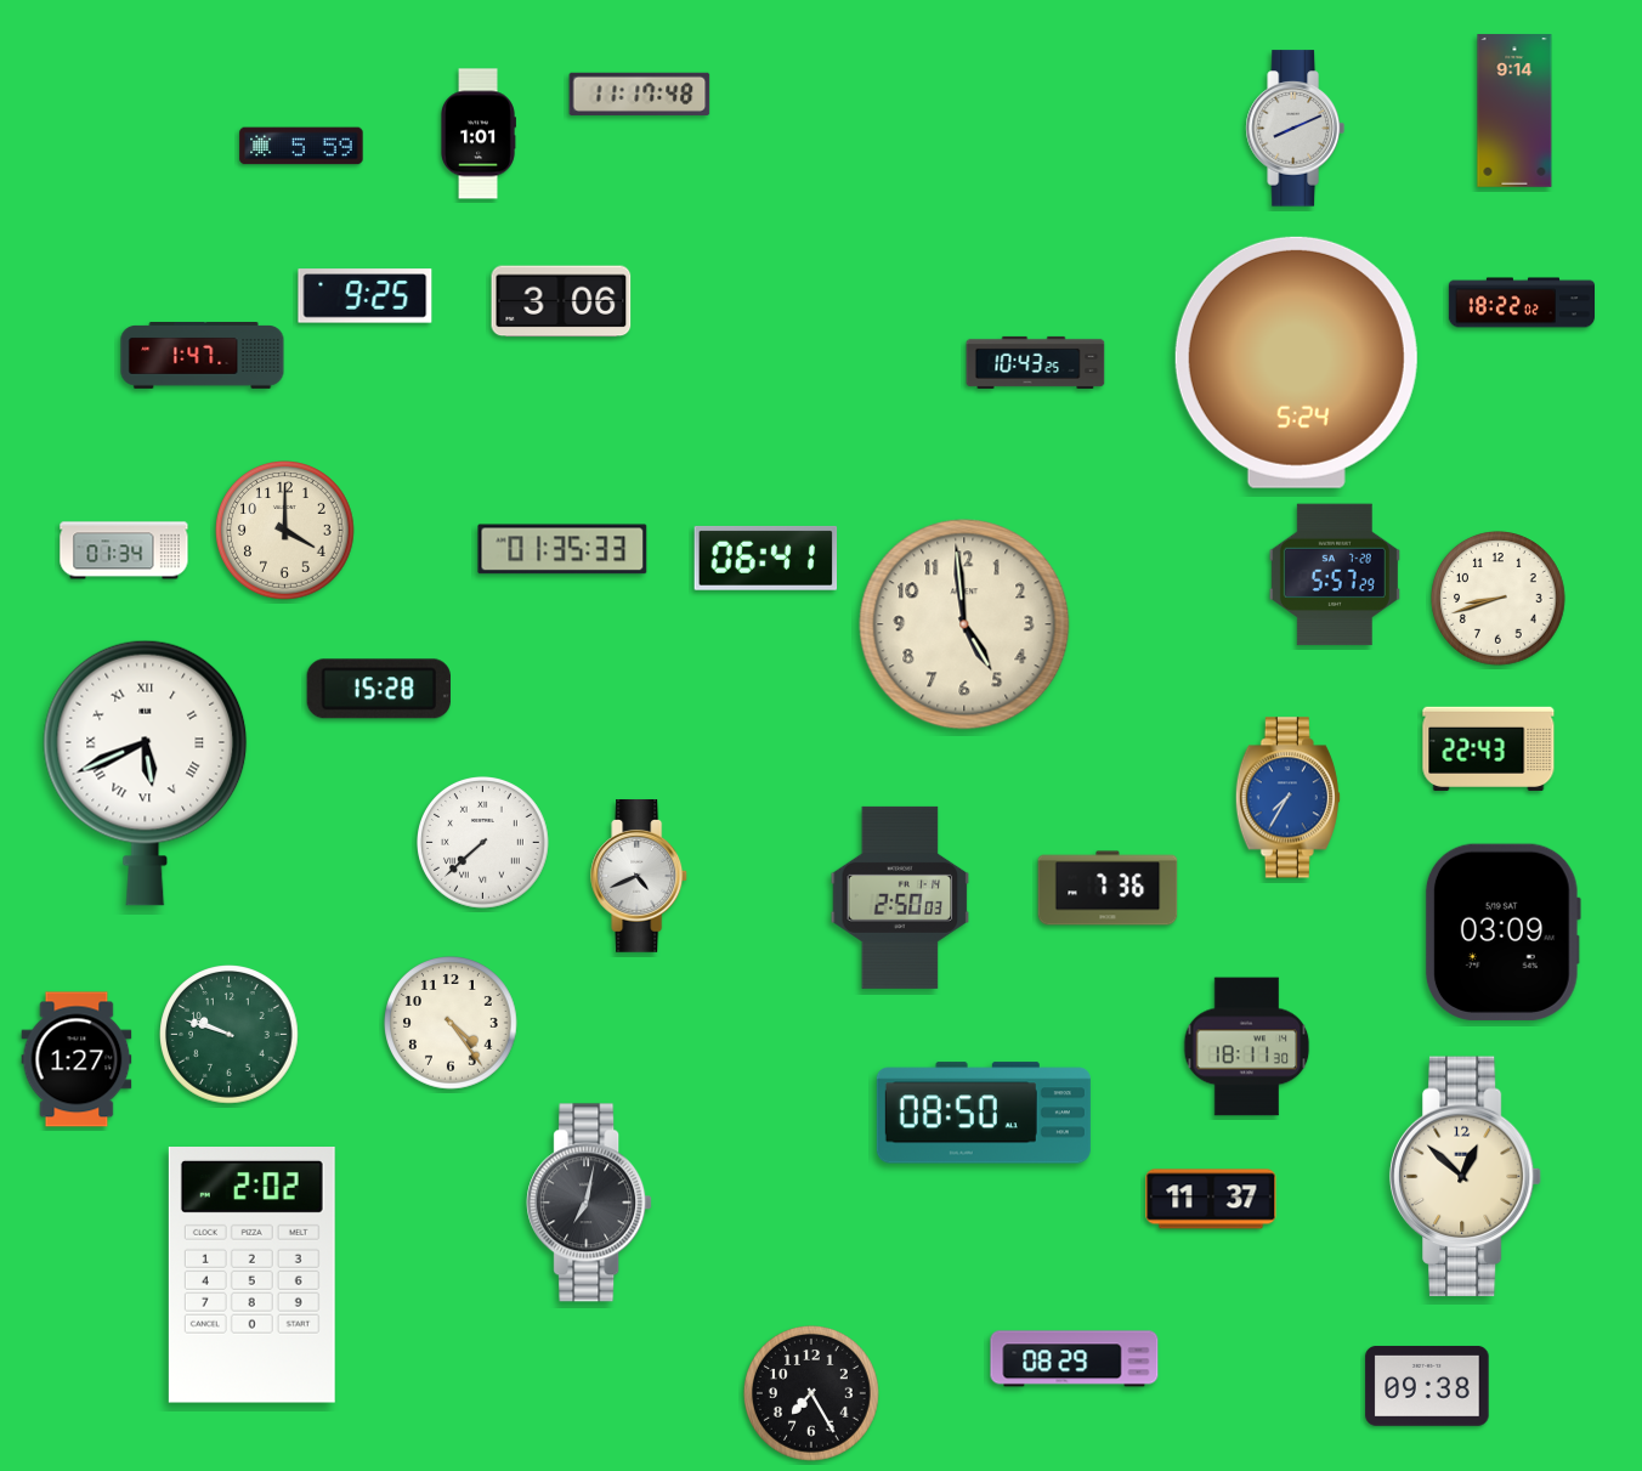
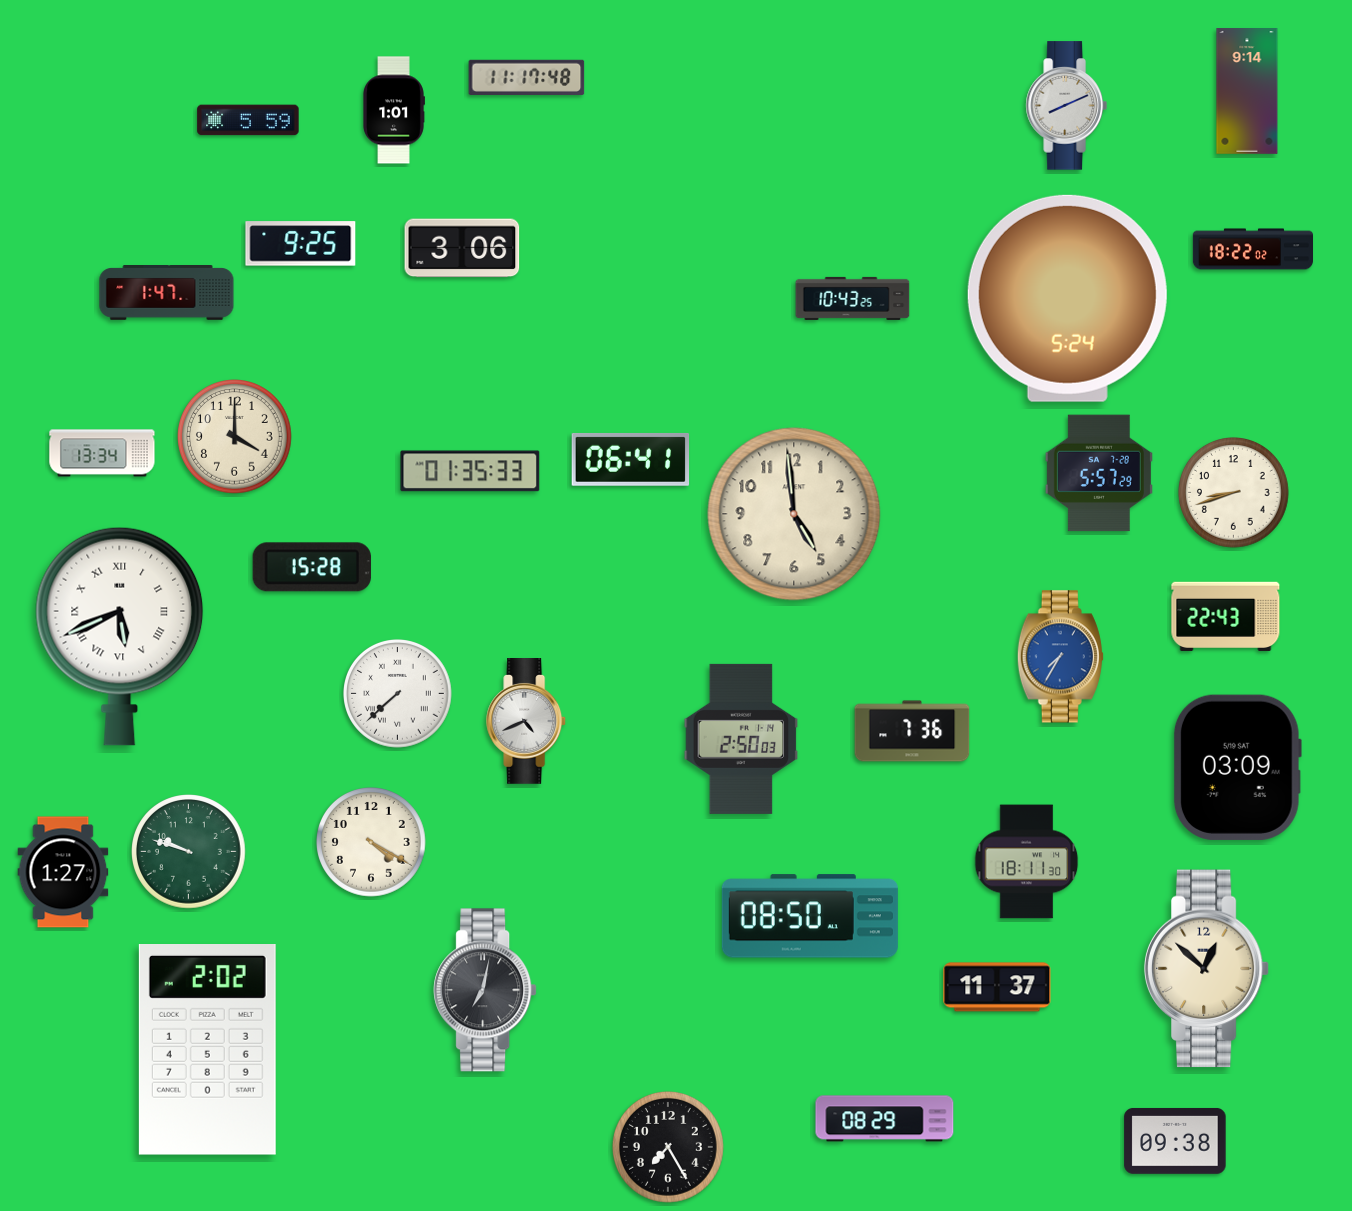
clock at (562, 549) position: (562, 549) -> (470, 471)
clock at (124, 550): 01:34 -> 13:34
clock at (452, 1024): 4:24 -> 4:20
